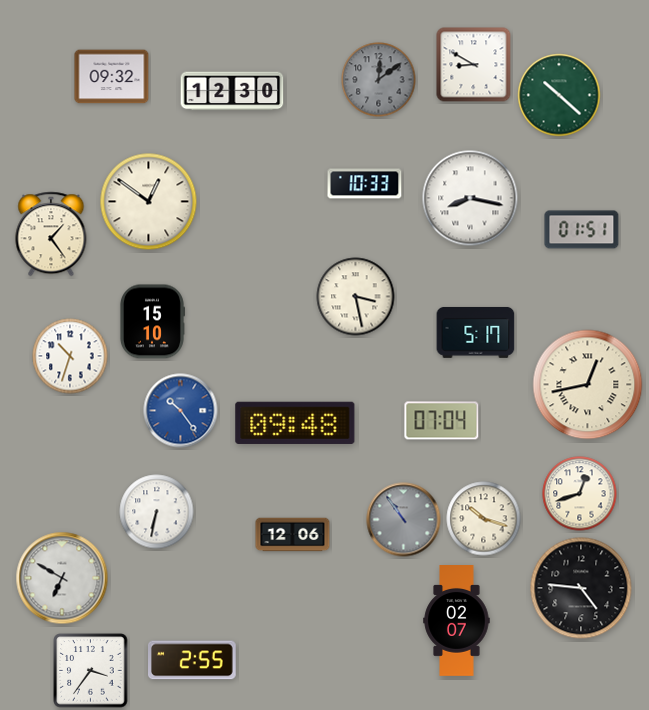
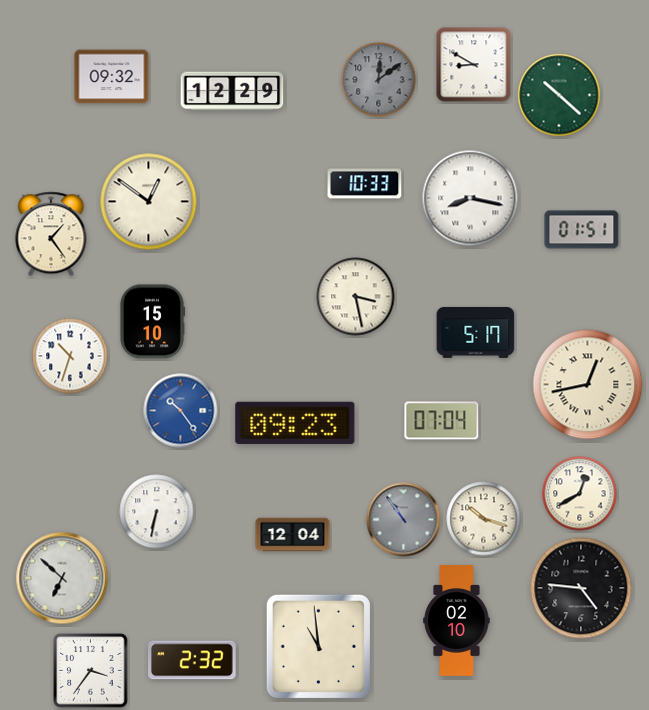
clock at (232, 91): 12:30 -> 12:29
clock at (295, 423): 09:48 -> 09:23
clock at (580, 494): 12:42 -> 12:40
clock at (293, 535): 12:06 -> 12:04
clock at (62, 578): 6:50 -> 6:52
clock at (457, 621): 02:07 -> 02:10
clock at (318, 646): none -> 10:59
clock at (193, 660): 2:55 -> 2:32
